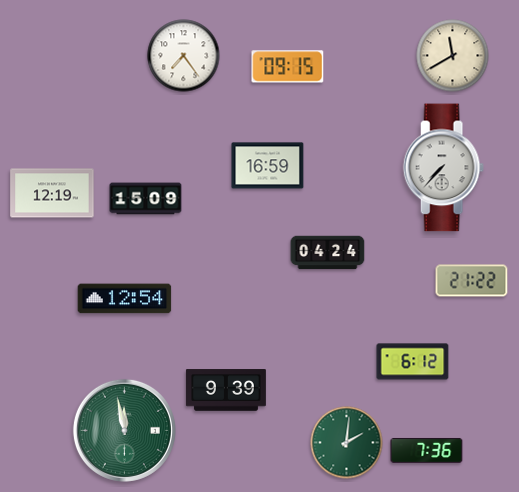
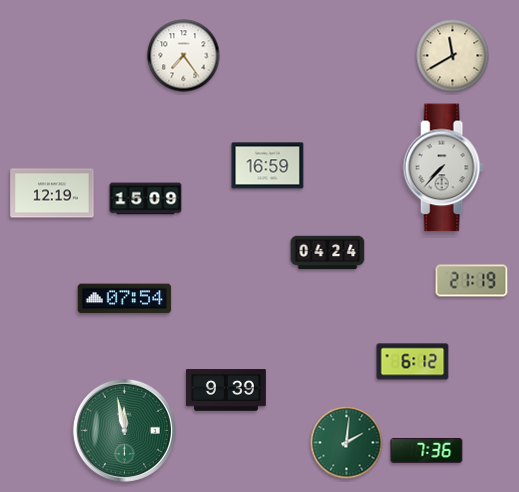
clock at (288, 67): 09:15 -> none
clock at (472, 281): 21:22 -> 21:19
clock at (125, 299): 12:54 -> 07:54
